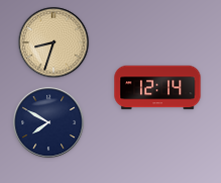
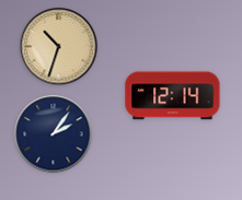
clock at (54, 43): 8:33 -> 10:33
clock at (49, 123): 7:50 -> 2:06
